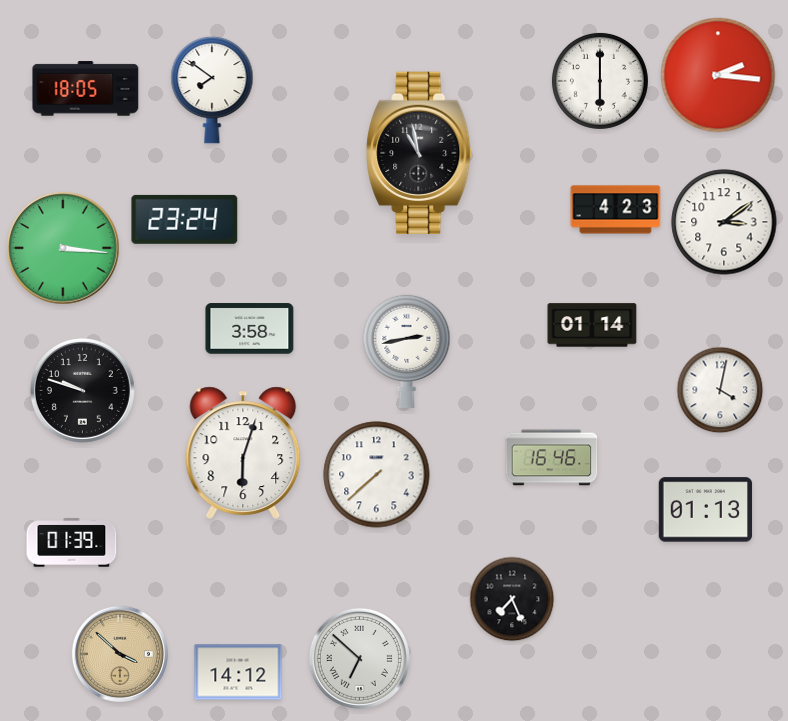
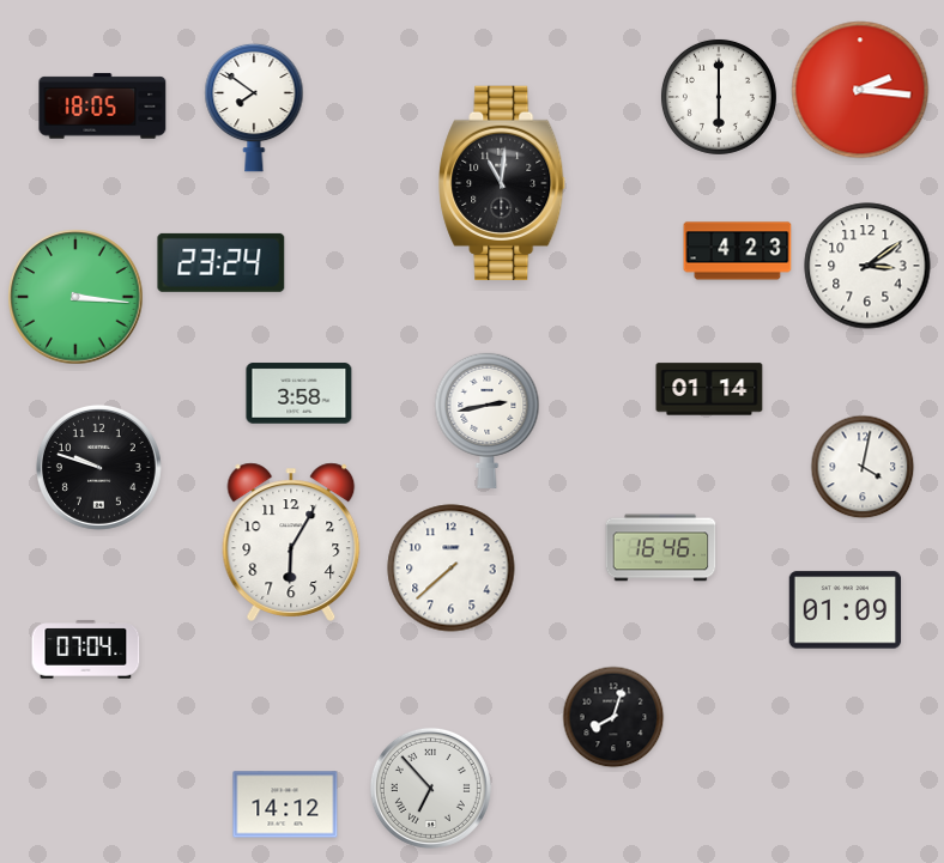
clock at (420, 152): 10:58 -> 11:01
clock at (243, 453): 6:03 -> 6:05
clock at (706, 510): 01:13 -> 01:09
clock at (72, 543): 01:39 -> 07:04
clock at (512, 599): 7:26 -> 8:03
clock at (120, 654): 3:52 -> none
clock at (359, 658): 6:52 -> 6:53
